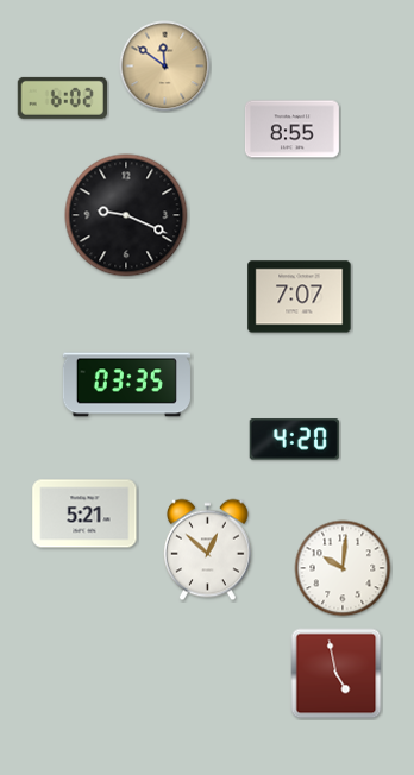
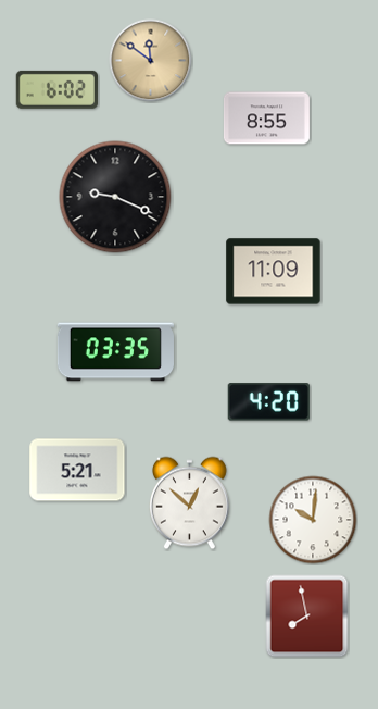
clock at (300, 297): 7:07 -> 11:09
clock at (337, 674): 4:58 -> 7:58
